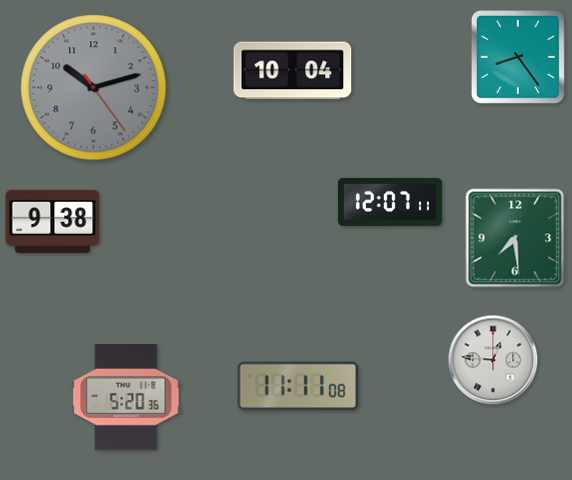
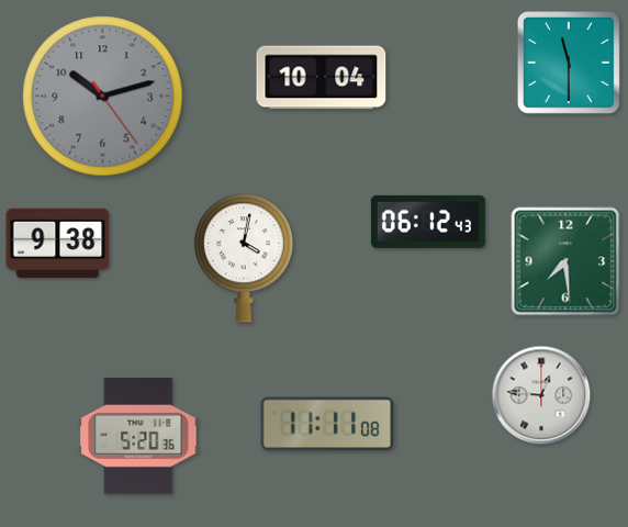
clock at (518, 57): 8:24 -> 11:30
clock at (390, 202): 12:07 -> 06:12
clock at (244, 258): none -> 4:02
